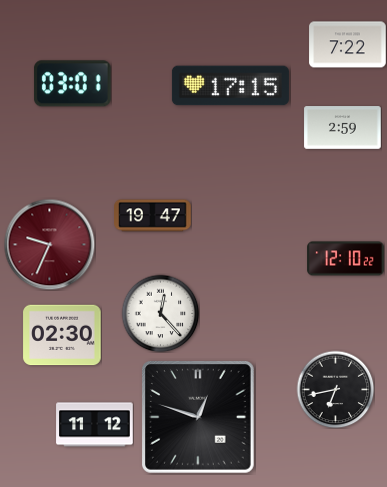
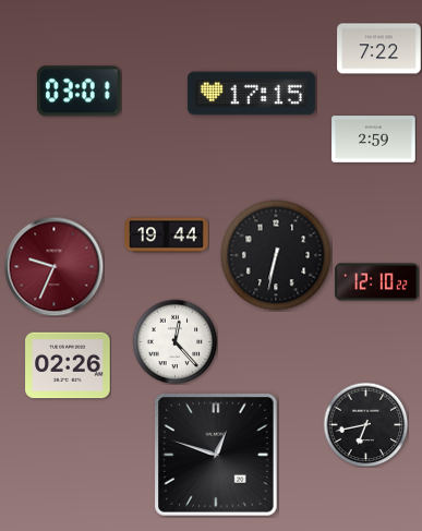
clock at (153, 216): 19:47 -> 19:44
clock at (276, 255): none -> 6:32
clock at (62, 335): 02:30 -> 02:26
clock at (95, 425): 11:12 -> none
